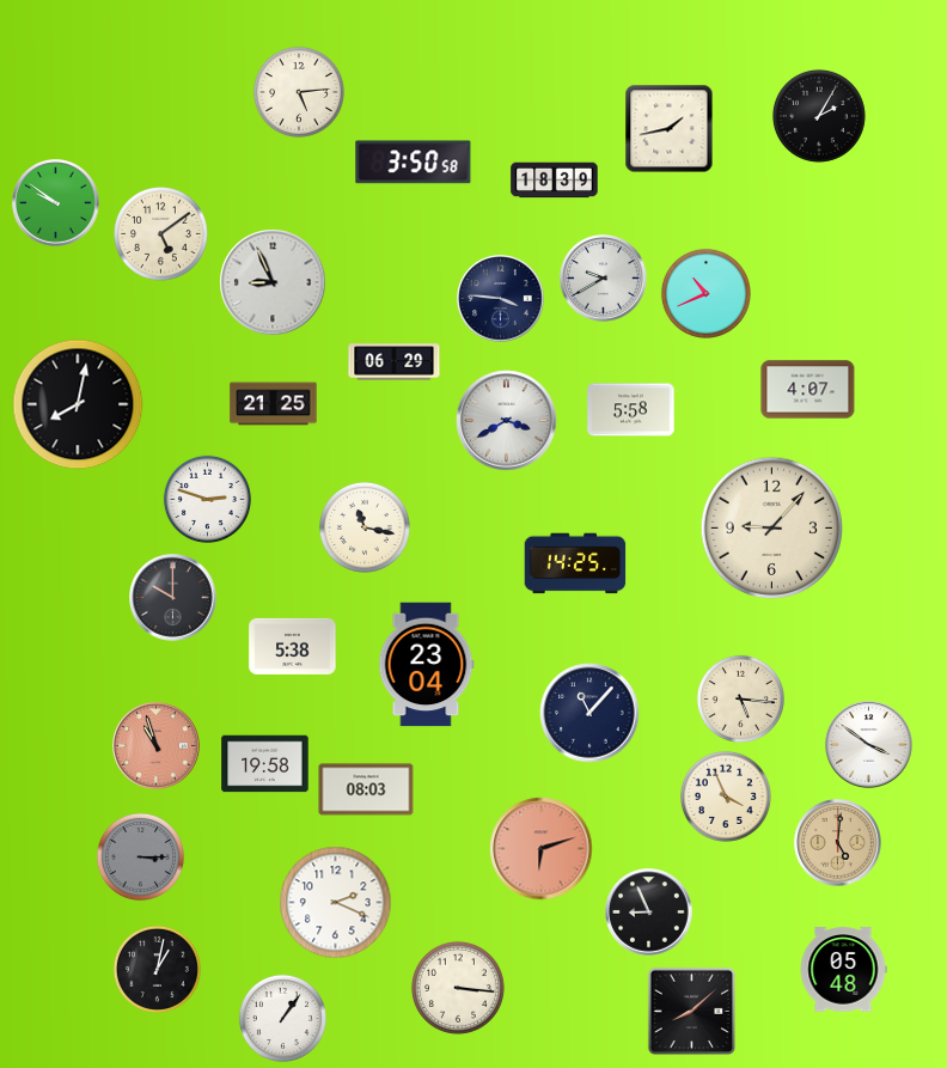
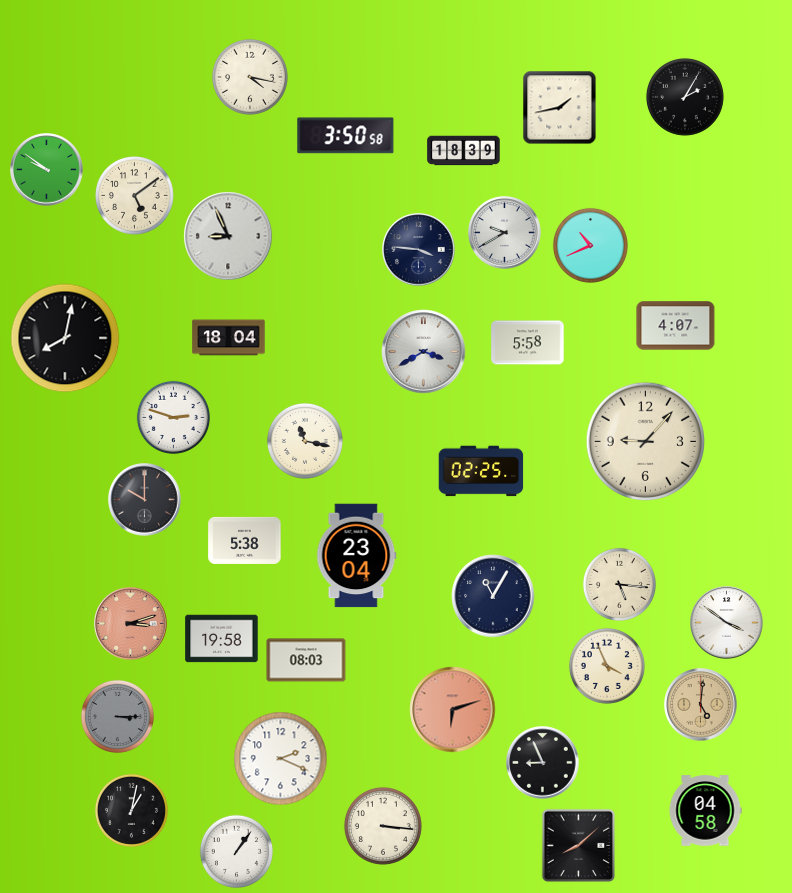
clock at (299, 92): 5:14 -> 4:17
clock at (395, 362): 06:29 -> none
clock at (274, 404): 21:25 -> 18:04
clock at (575, 563): 14:25 -> 02:25
clock at (589, 713): 11:07 -> 11:05
clock at (157, 746): 10:57 -> 3:12
clock at (336, 903) position: (336, 903) -> (281, 759)
clock at (843, 970): 05:48 -> 04:58
